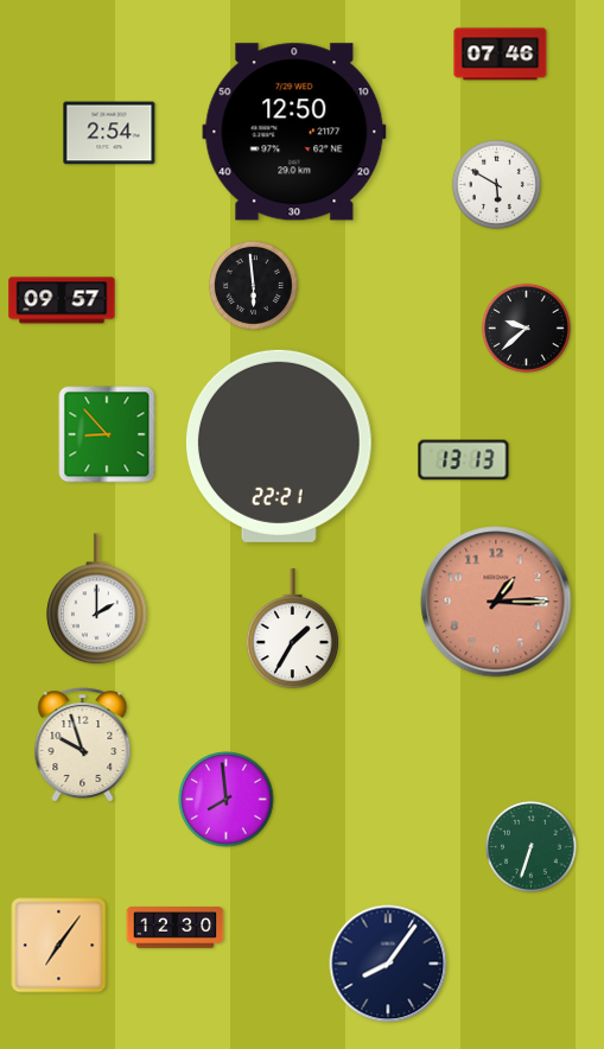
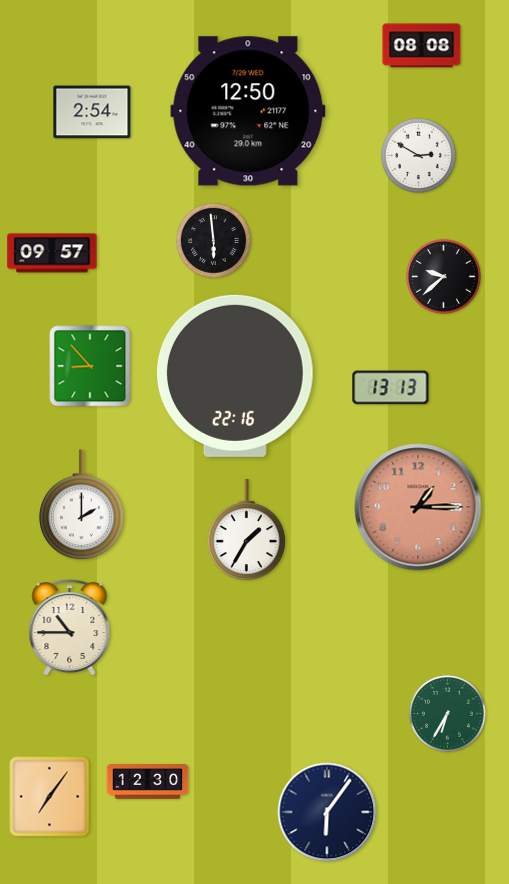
clock at (501, 55): 07:46 -> 08:08
clock at (496, 184): 5:50 -> 2:50
clock at (279, 446): 22:21 -> 22:16
clock at (83, 745): 9:57 -> 10:45
clock at (227, 800): 7:59 -> none
clock at (530, 846): 6:33 -> 6:35
clock at (388, 964): 8:06 -> 6:06
